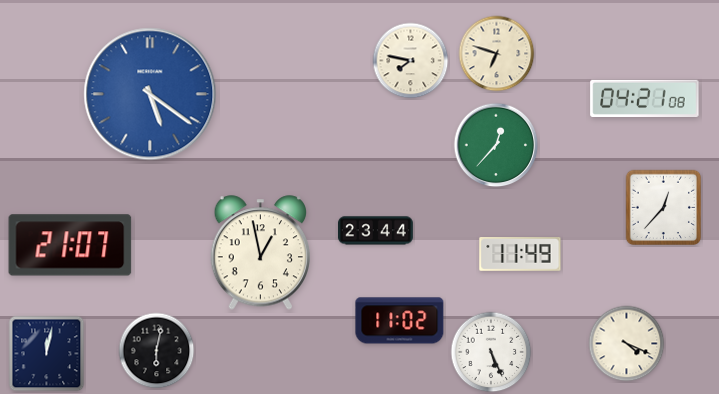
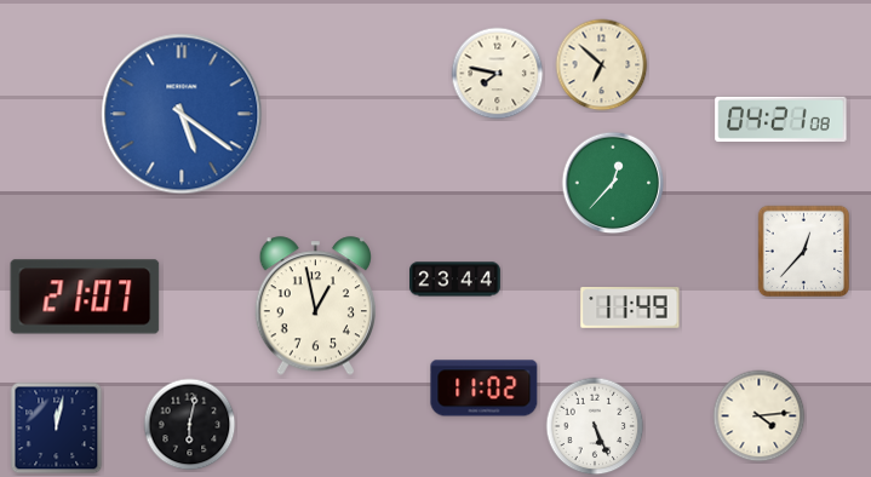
clock at (497, 54): 6:48 -> 6:52
clock at (496, 145) position: (496, 145) -> (613, 183)
clock at (627, 344): 4:19 -> 4:14
